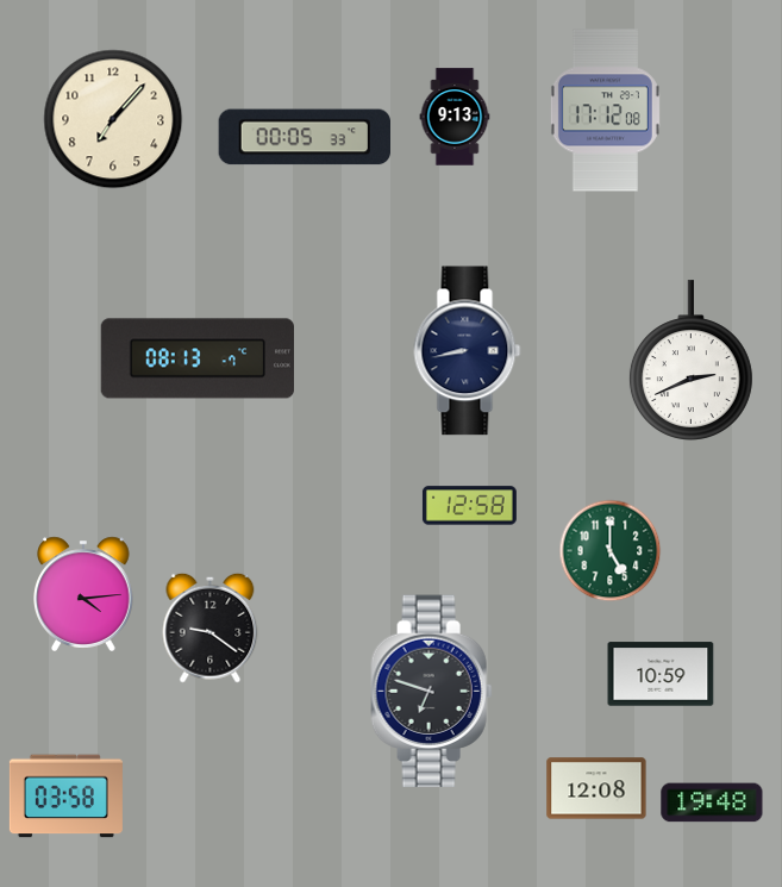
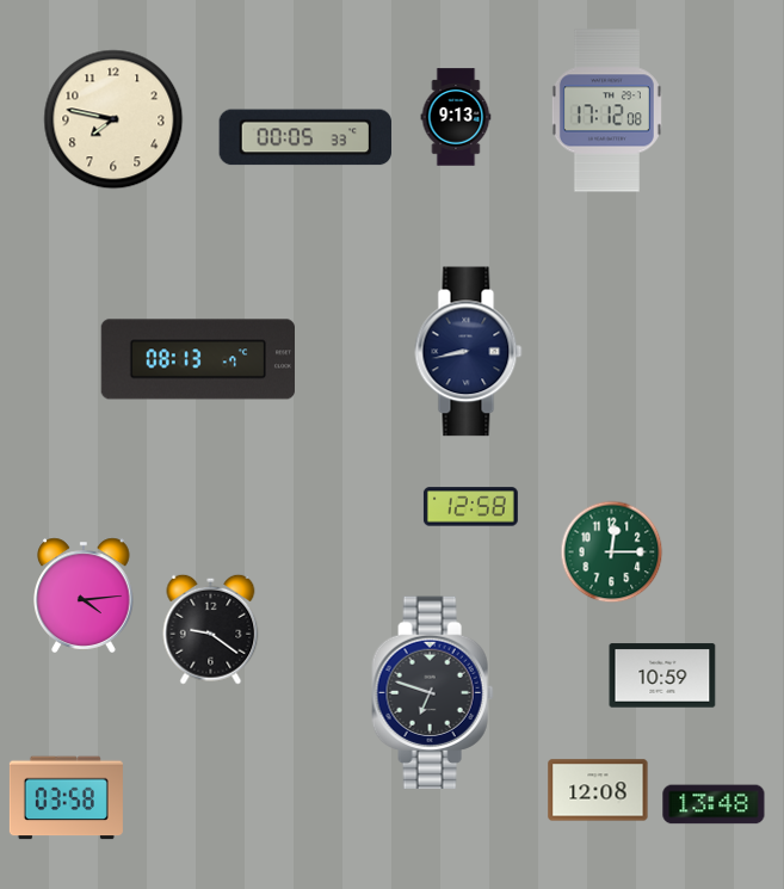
clock at (113, 119): 7:07 -> 7:47
clock at (690, 361): 2:41 -> none
clock at (611, 551): 5:00 -> 12:15
clock at (712, 802): 19:48 -> 13:48
